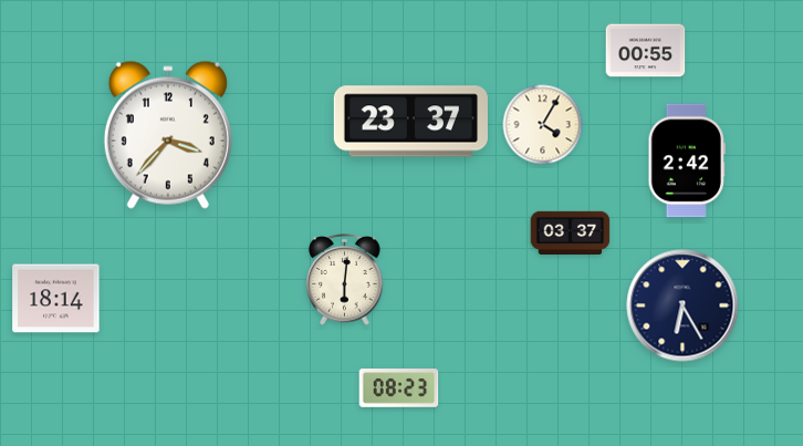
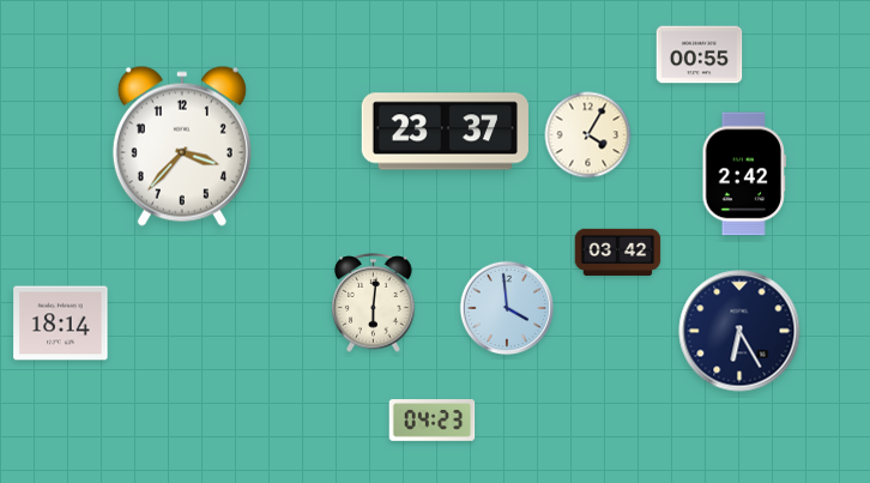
clock at (571, 232): 03:37 -> 03:42
clock at (507, 308): none -> 3:59
clock at (399, 388): 08:23 -> 04:23
